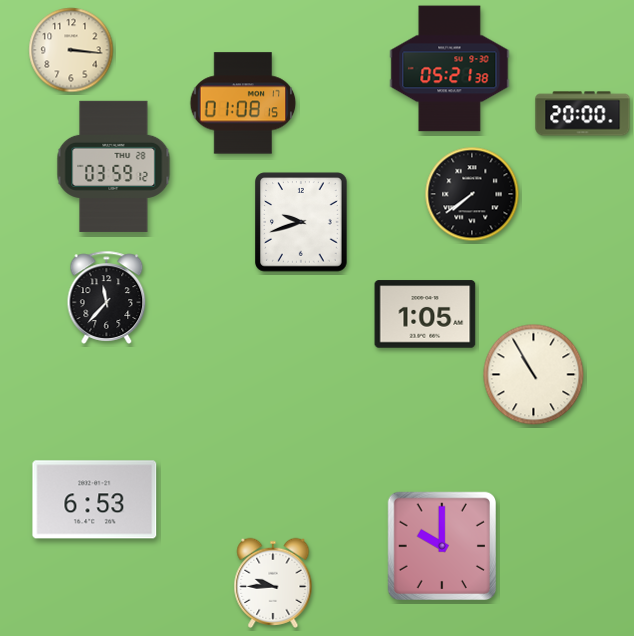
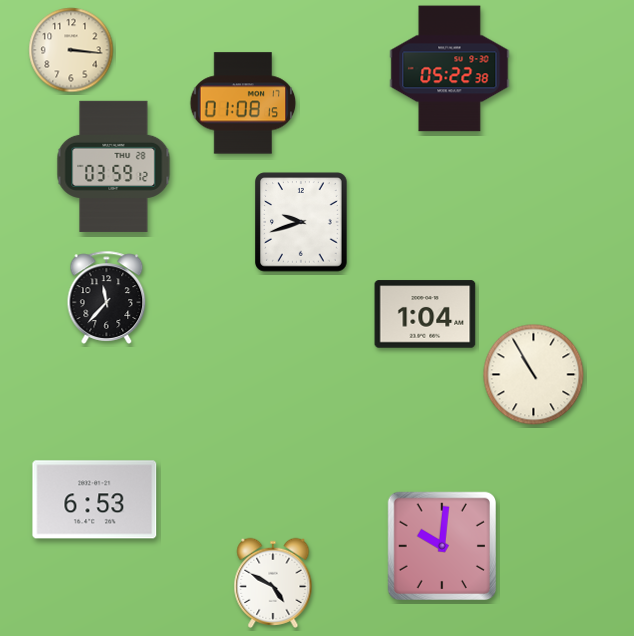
clock at (450, 69): 05:21 -> 05:22
clock at (583, 114): 20:00 -> none
clock at (472, 194): 7:39 -> none
clock at (425, 314): 1:05 -> 1:04
clock at (441, 545): 10:00 -> 10:01
clock at (273, 583): 9:45 -> 4:50
